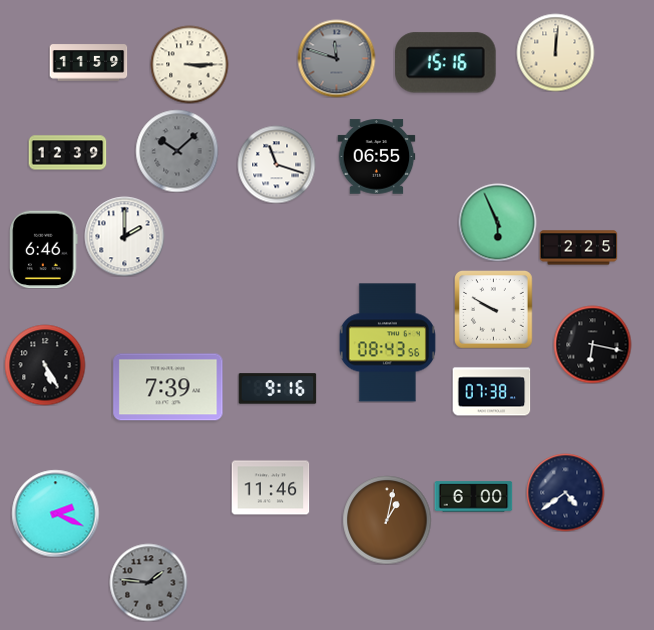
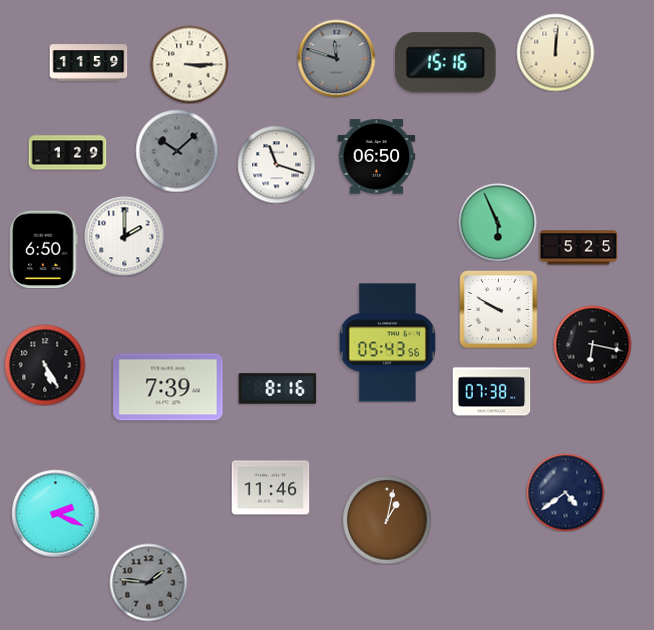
clock at (67, 153): 12:39 -> 1:29
clock at (376, 157): 06:55 -> 06:50
clock at (578, 248): 2:25 -> 5:25
clock at (44, 249): 6:46 -> 6:50
clock at (493, 309) position: (493, 309) -> (498, 309)
clock at (387, 343): 08:43 -> 05:43
clock at (277, 389): 9:16 -> 8:16
clock at (473, 497): 6:00 -> none
